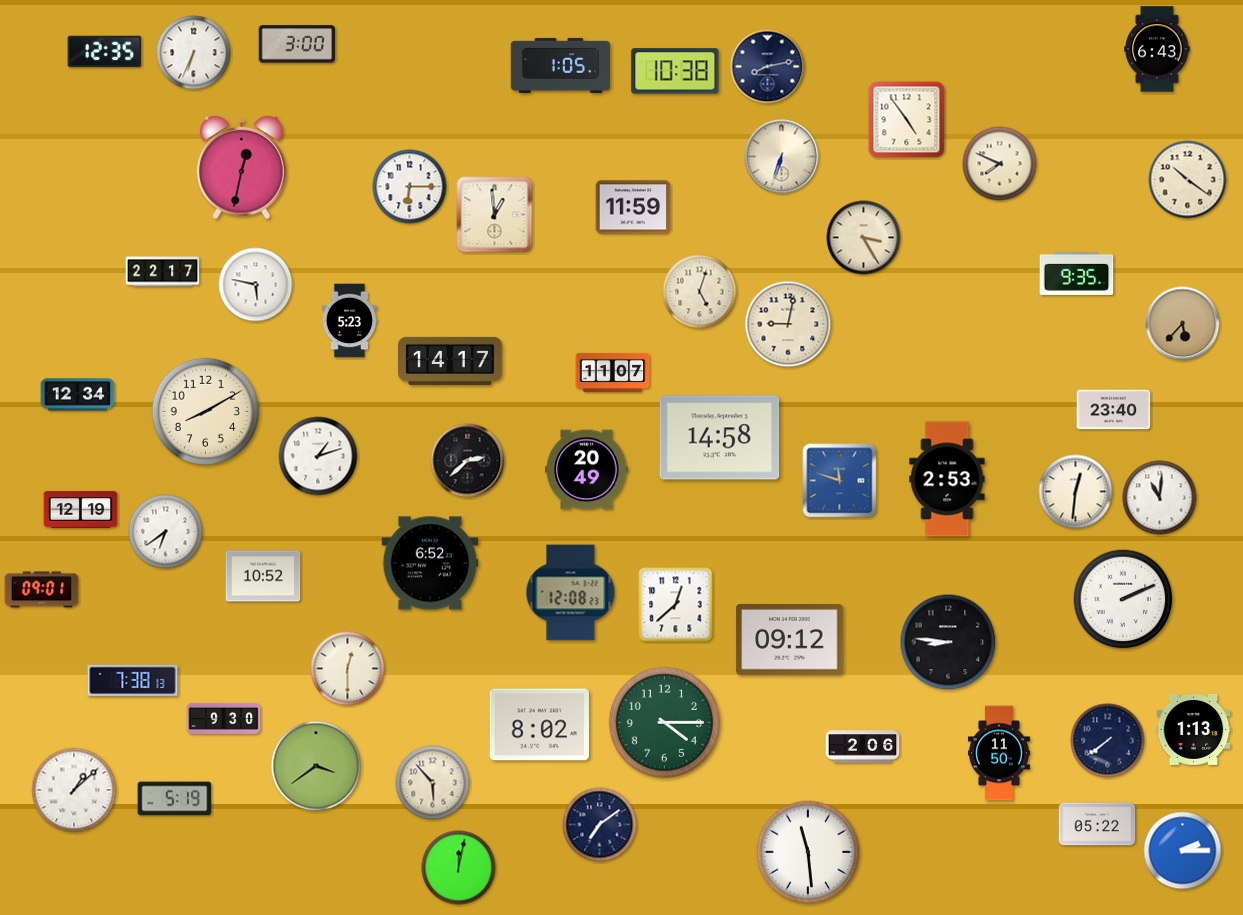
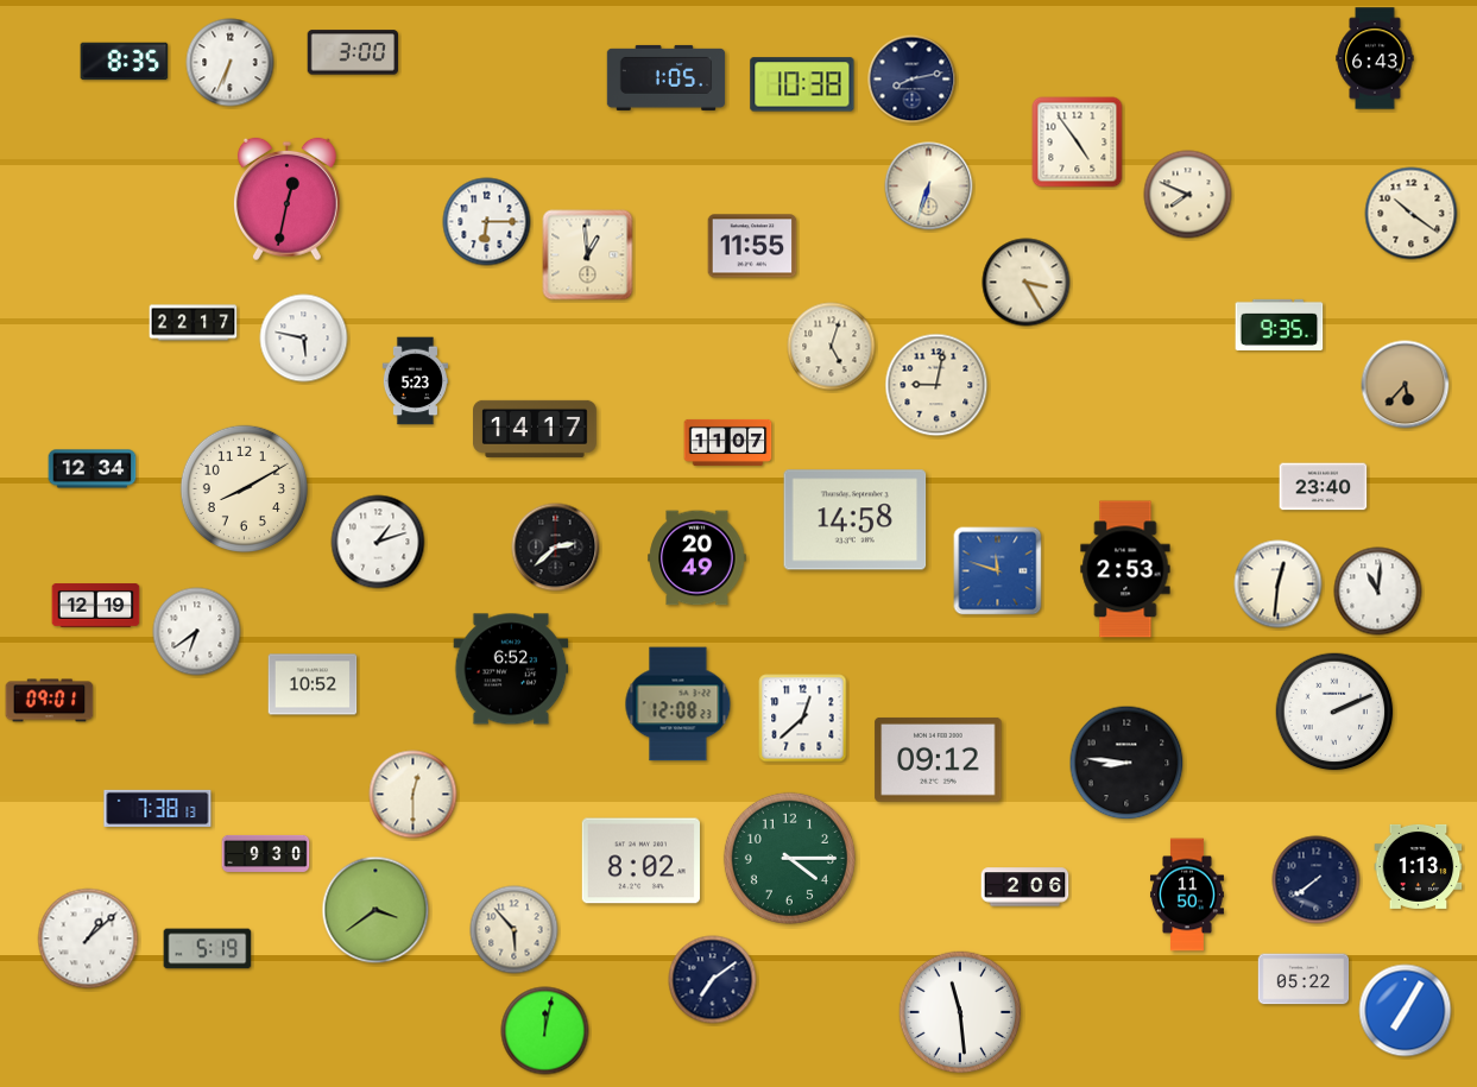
clock at (105, 52): 12:35 -> 8:35
clock at (633, 207): 11:59 -> 11:55
clock at (1183, 851): 2:15 -> 7:05
